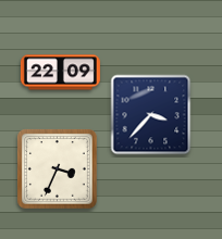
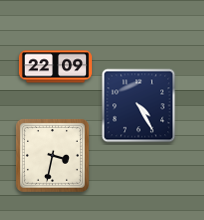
clock at (151, 115): 3:37 -> 4:25
clock at (58, 169): 3:34 -> 3:32
